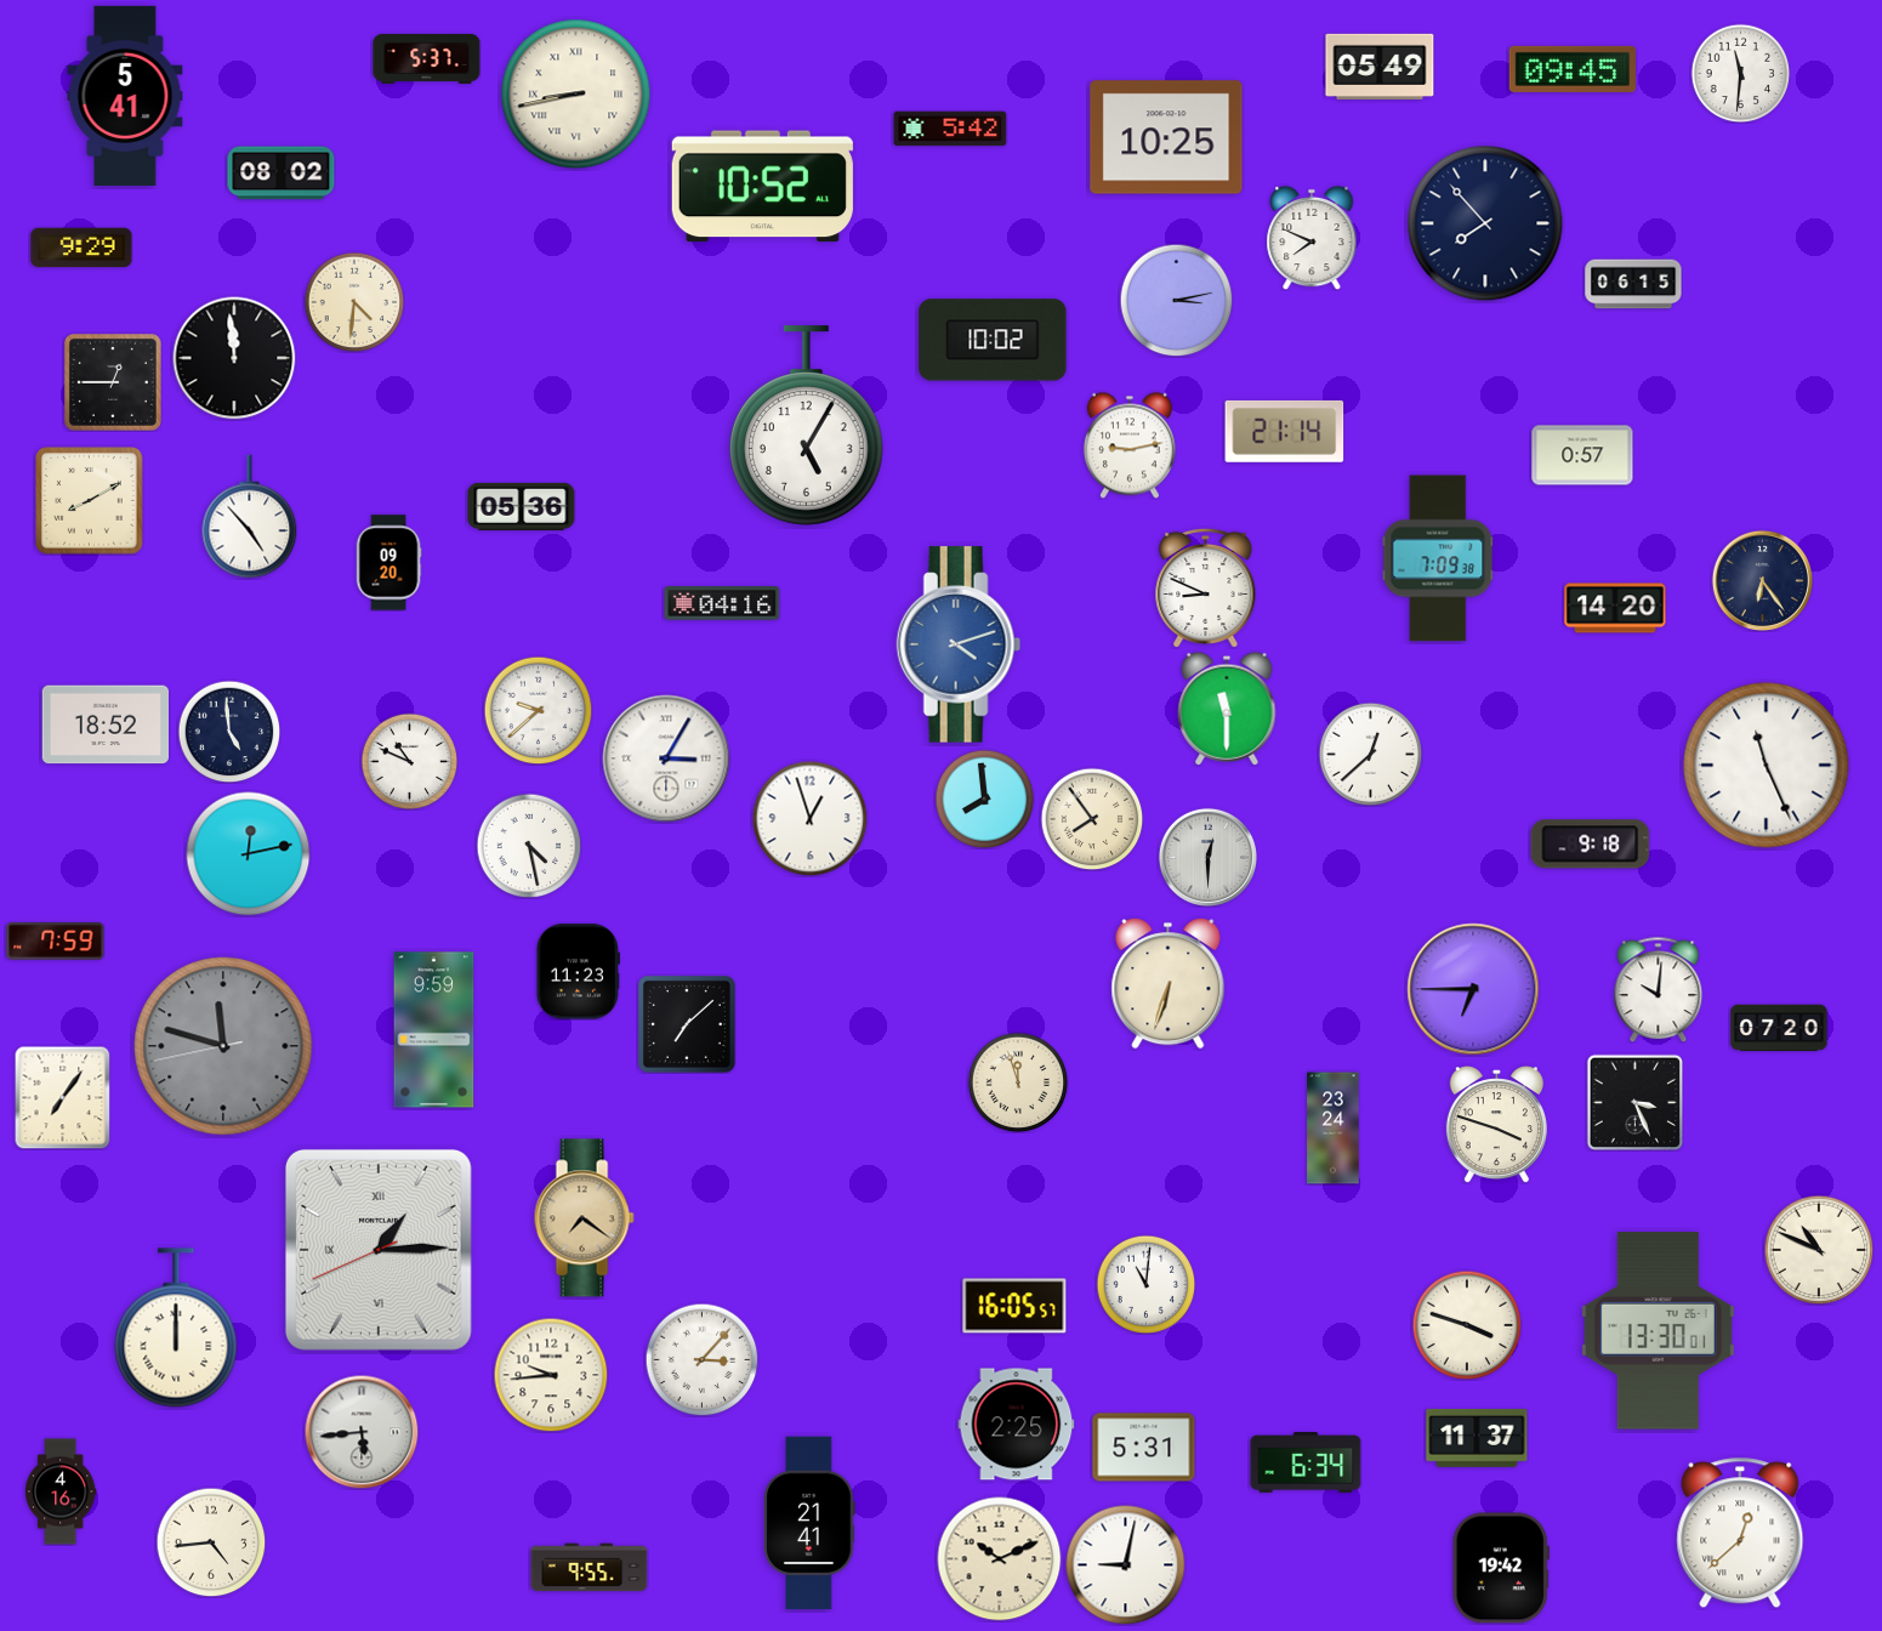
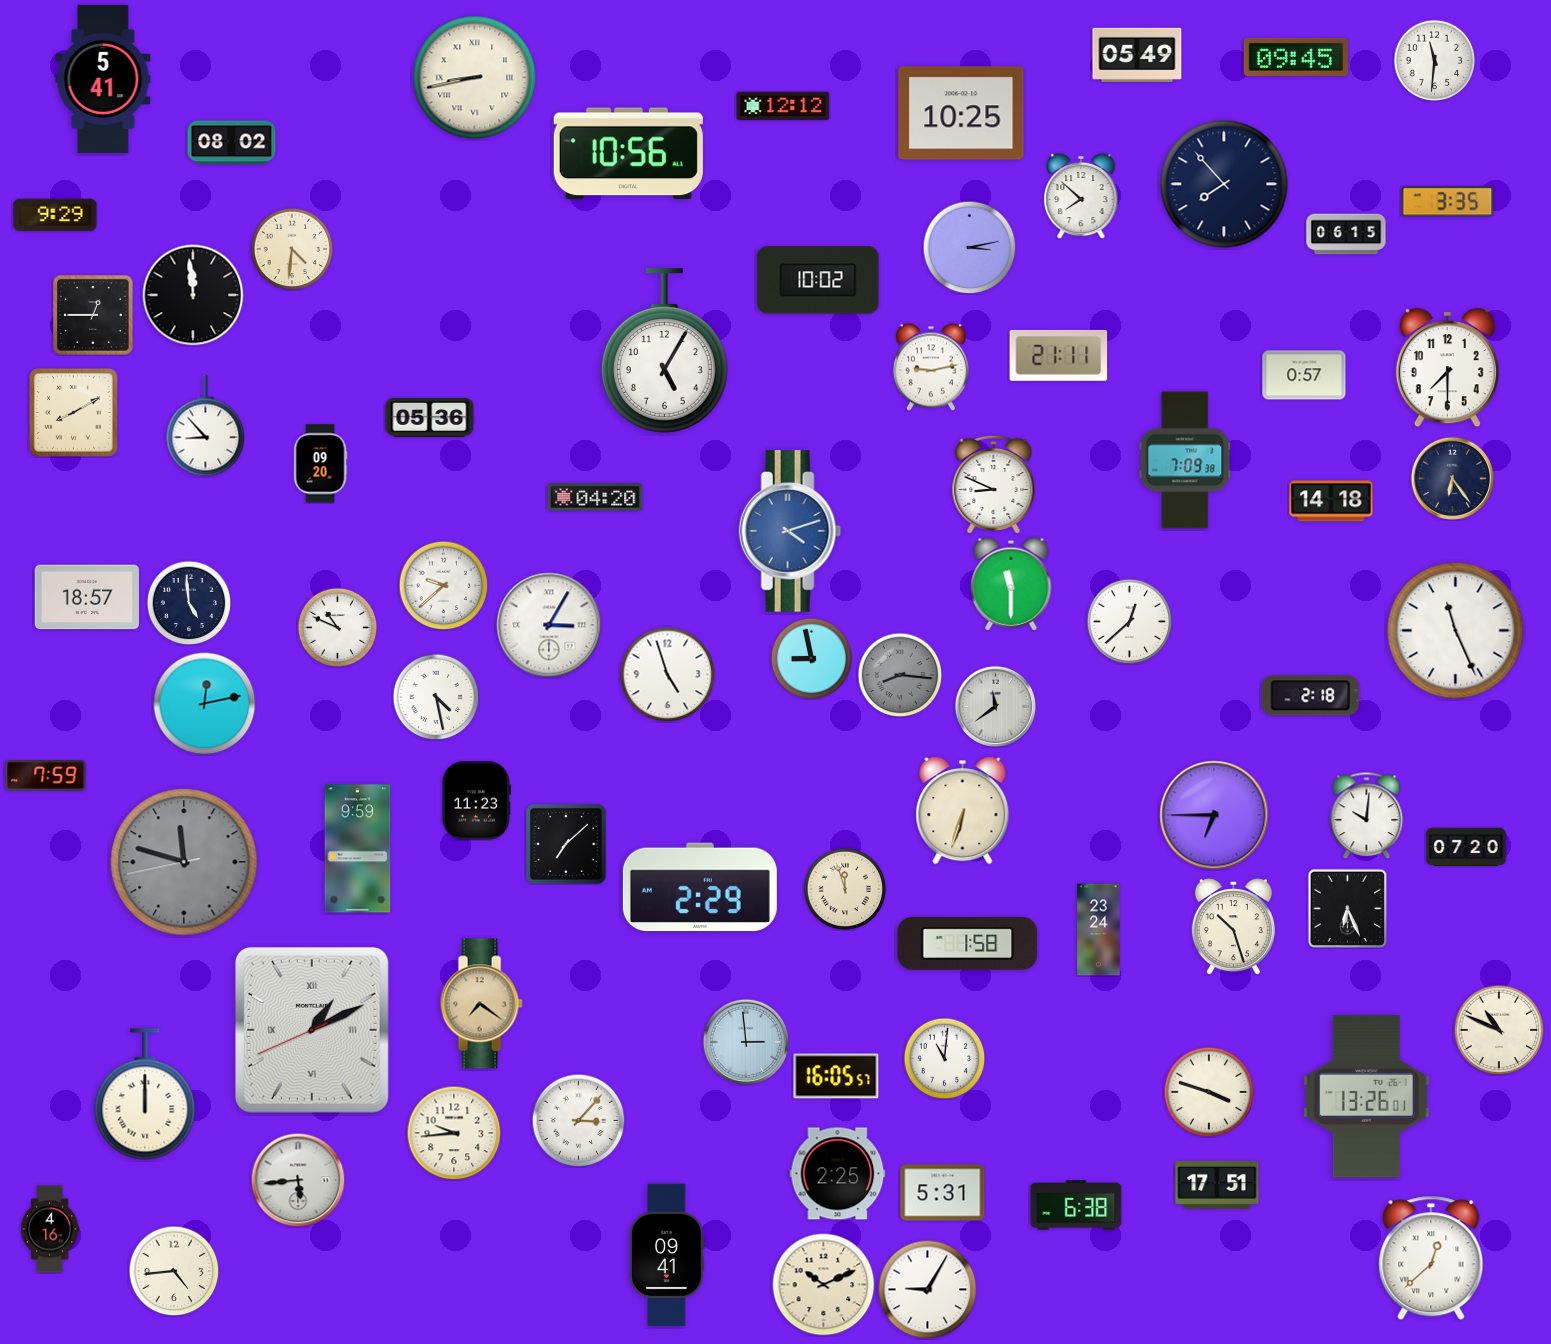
clock at (427, 58): 5:37 -> none
clock at (950, 129): 5:42 -> 12:12
clock at (762, 187): 10:52 -> 10:56
clock at (1312, 238): 7:49 -> 7:52
clock at (1448, 202): none -> 3:35
clock at (81, 248) position: (81, 248) -> (55, 215)
clock at (1285, 431): 21:14 -> 21:11
clock at (1447, 368): none -> 7:30
clock at (250, 517): 4:53 -> 8:53
clock at (722, 603): 04:16 -> 04:20
clock at (1615, 608): 14:20 -> 14:18
clock at (104, 724): 18:52 -> 18:57
clock at (984, 799): 7:59 -> 8:58
clock at (809, 818): 12:57 -> 4:57
clock at (1092, 819): 7:54 -> 8:16
clock at (1092, 819) dial: cream -> grey
clock at (1591, 845): 9:18 -> 2:18
clock at (1207, 857): 12:30 -> 11:39
clock at (700, 887): none -> 2:29
clock at (1018, 1082) position: (1018, 1082) -> (845, 889)
clock at (63, 1097): 7:06 -> none
clock at (1634, 1102): 3:26 -> 6:26
clock at (1496, 1125): 3:48 -> 10:27
clock at (968, 943): none -> 1:58
clock at (379, 1250): 1:14 -> 1:10
clock at (746, 1042): none -> 2:59
clock at (1658, 1331): 13:30 -> 13:26
clock at (1477, 1438): 11:37 -> 17:51
clock at (1306, 1462): 6:34 -> 6:38
clock at (809, 1523): 21:41 -> 09:41
clock at (1740, 1533) position: (1740, 1533) -> (1431, 1258)
clock at (1126, 1565): 9:02 -> 9:05
clock at (590, 1568): 9:55 -> none
clock at (1501, 1568): 19:42 -> none
